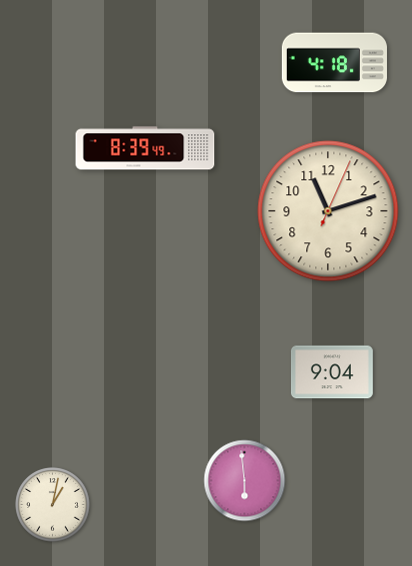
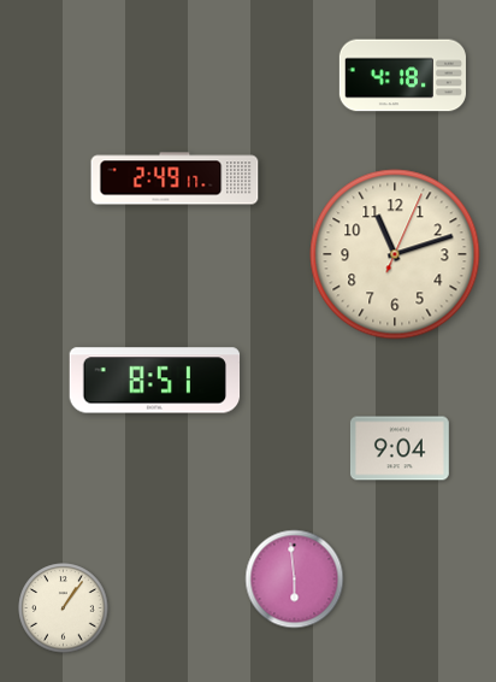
clock at (145, 148): 8:39 -> 2:49
clock at (155, 381): none -> 8:51
clock at (53, 505): 1:02 -> 1:06
